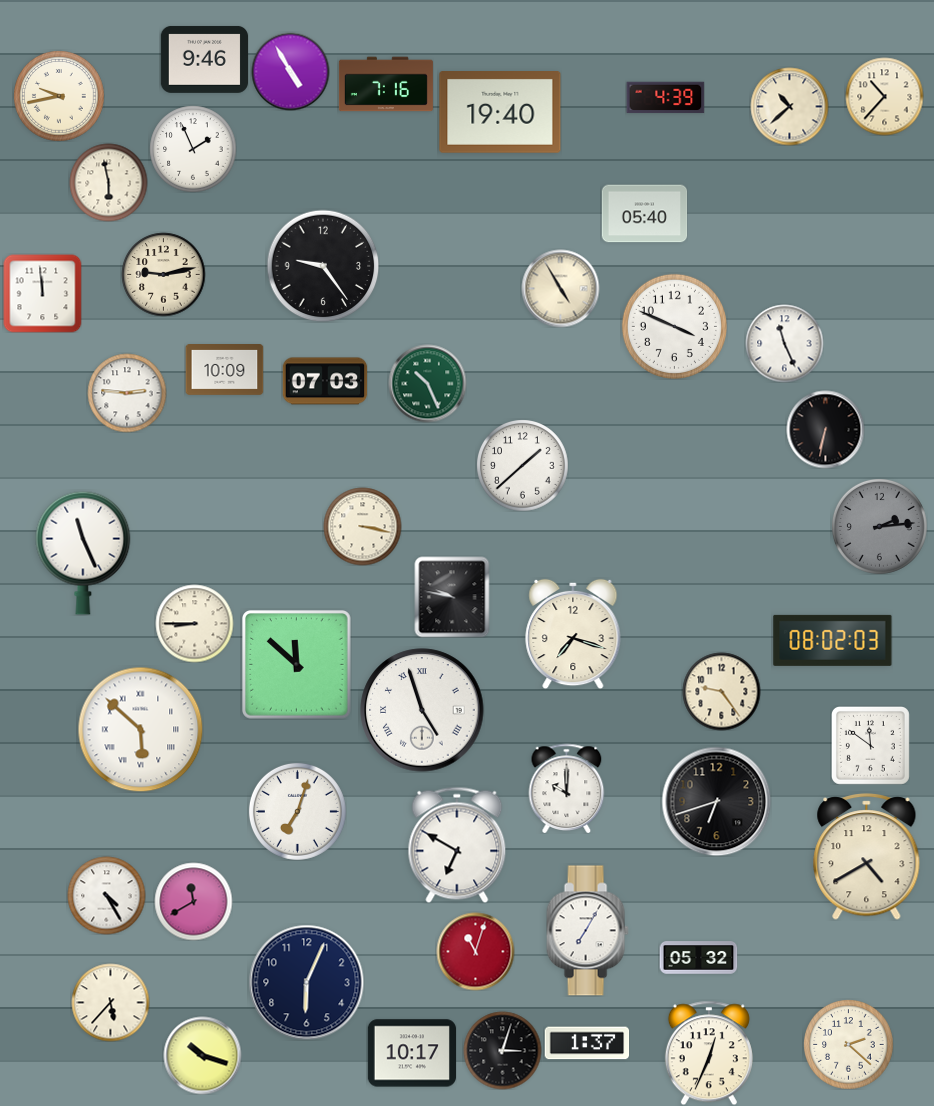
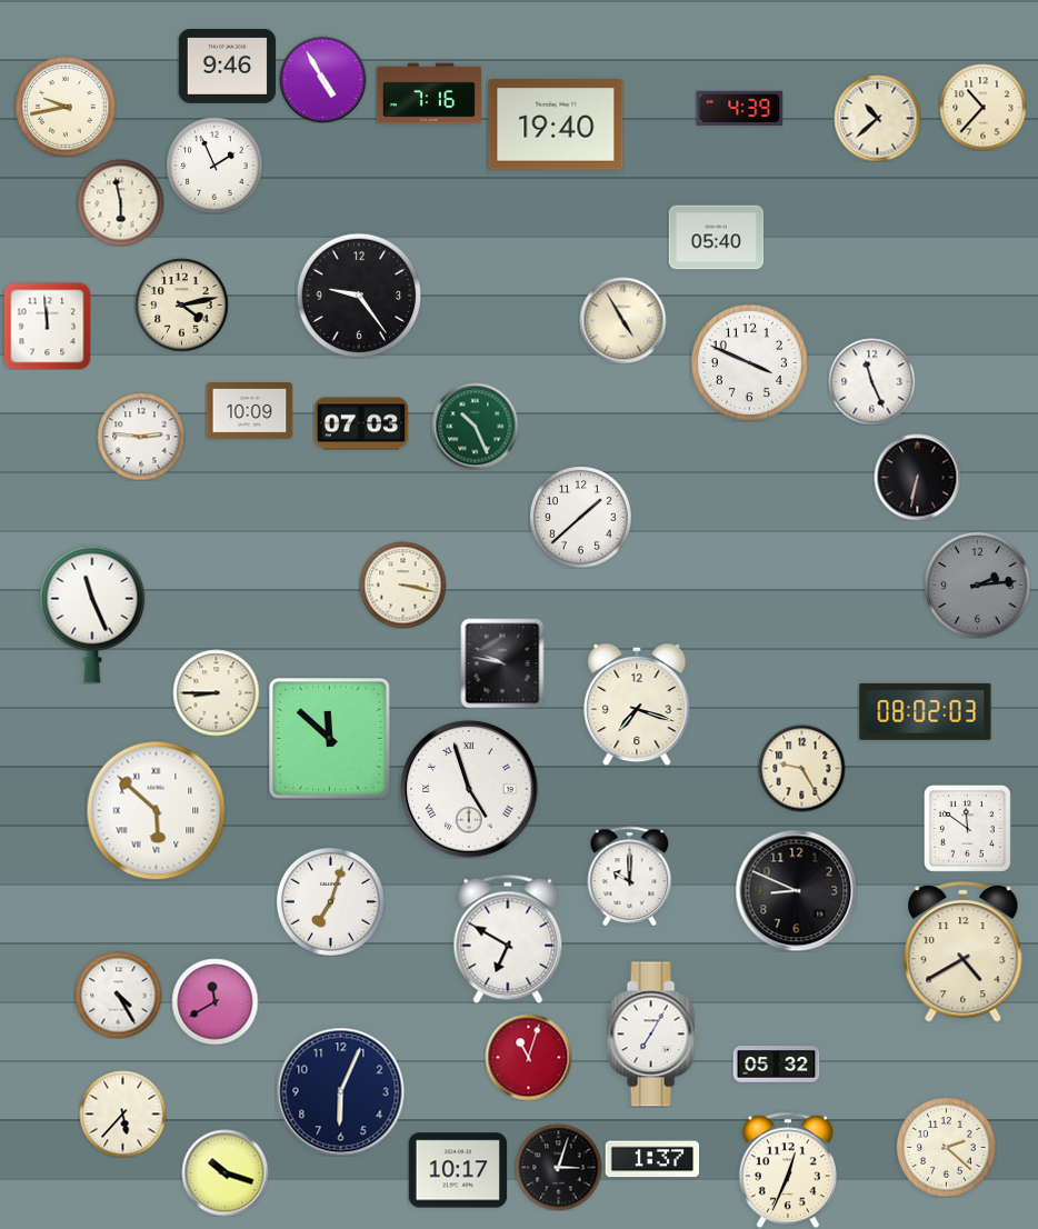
clock at (163, 274): 9:13 -> 4:13
clock at (721, 691): 9:24 -> 9:25
clock at (716, 801): 6:42 -> 8:49
clock at (848, 1044) position: (848, 1044) -> (946, 1147)
